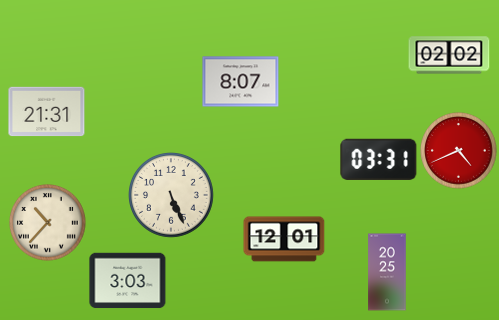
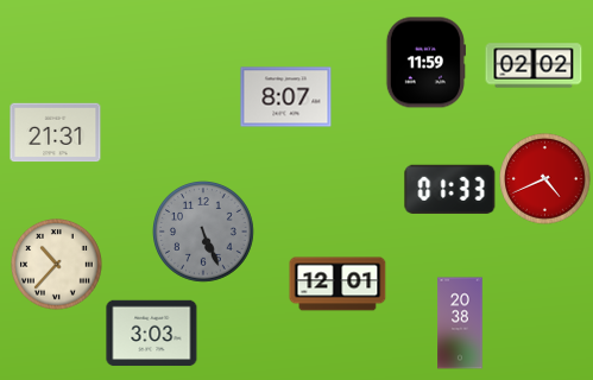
clock at (425, 63): none -> 11:59
clock at (379, 159): 03:31 -> 01:33
clock at (172, 196) dial: cream -> grey
clock at (387, 272): 20:25 -> 20:38
